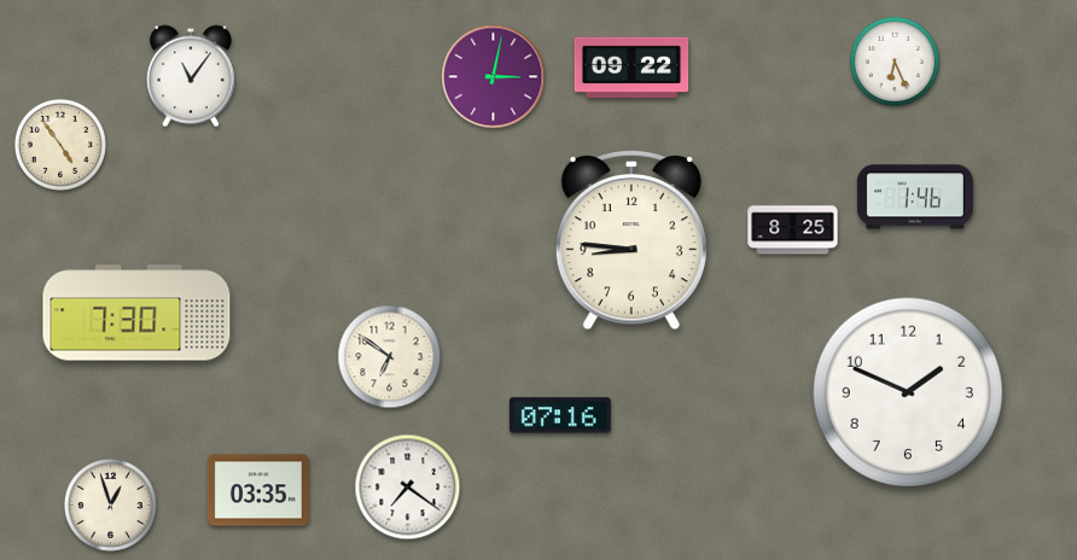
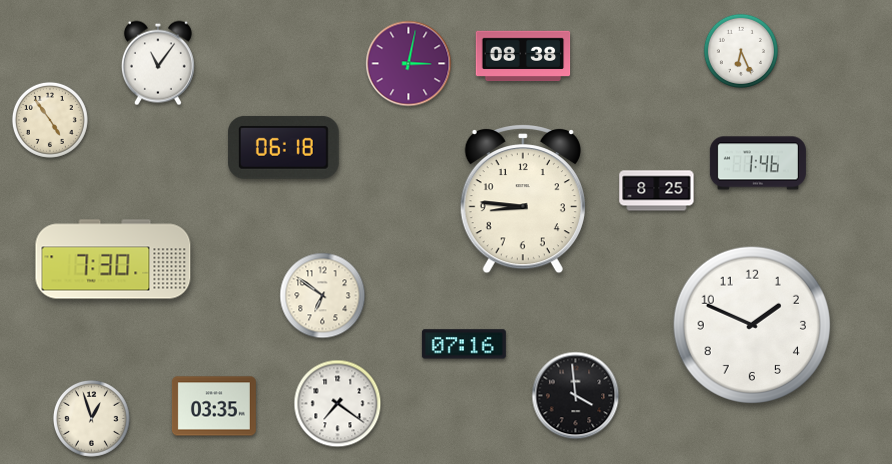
clock at (631, 68): 09:22 -> 08:38
clock at (284, 147): none -> 06:18
clock at (576, 396): none -> 3:59
